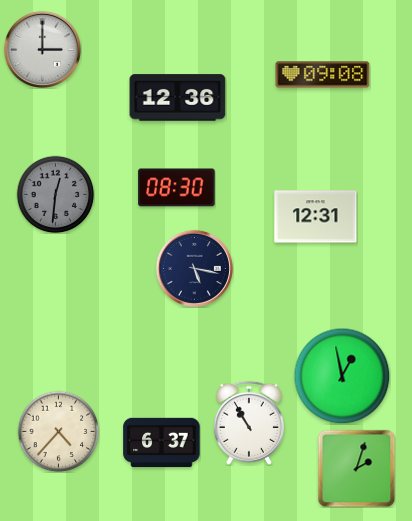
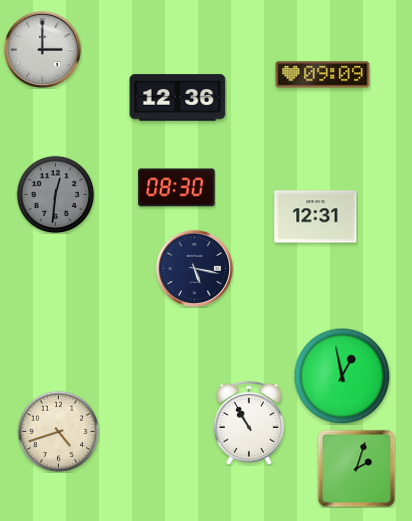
clock at (323, 75): 09:08 -> 09:09
clock at (58, 431): 4:37 -> 4:42
clock at (162, 443): 6:37 -> none
